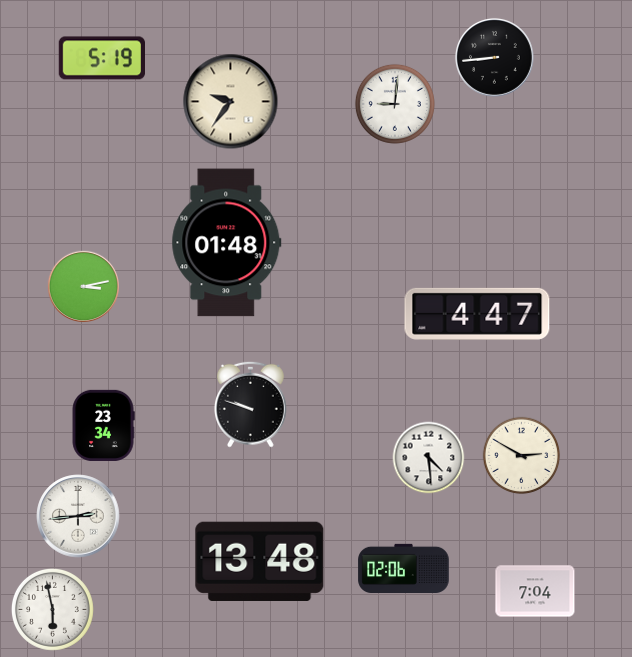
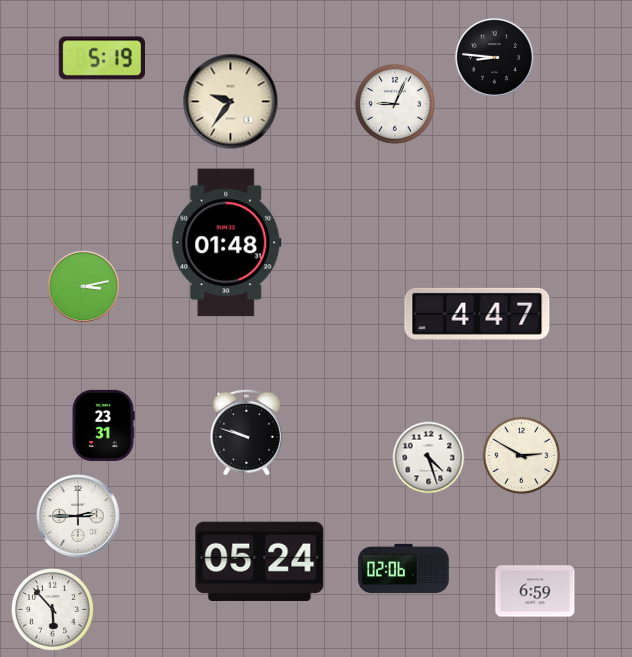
clock at (494, 57): 8:44 -> 8:46
clock at (395, 104): 9:01 -> 9:04
clock at (251, 404) position: (251, 404) -> (247, 432)
clock at (103, 425): 23:34 -> 23:31
clock at (429, 458): 4:29 -> 4:27
clock at (78, 516): 2:44 -> 2:45
clock at (260, 561): 13:48 -> 05:24
clock at (535, 591): 7:04 -> 6:59
clock at (52, 609): 5:58 -> 5:53
